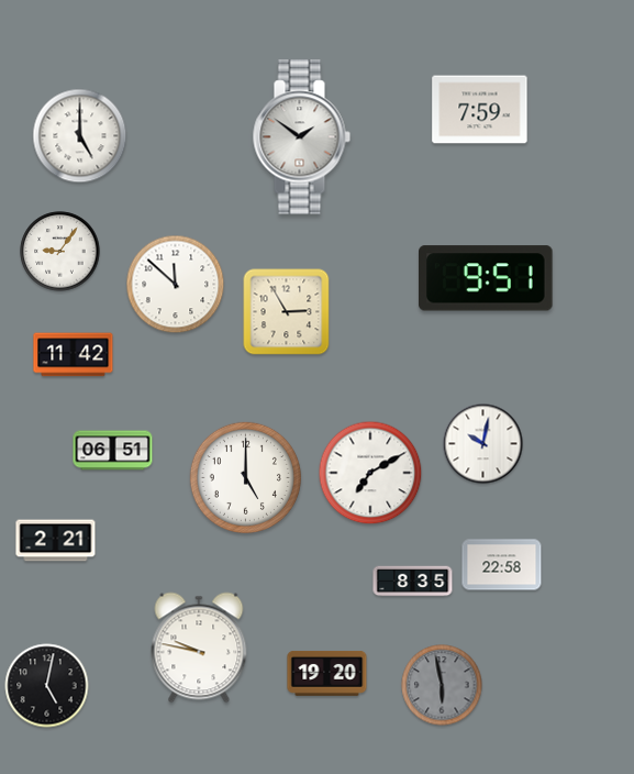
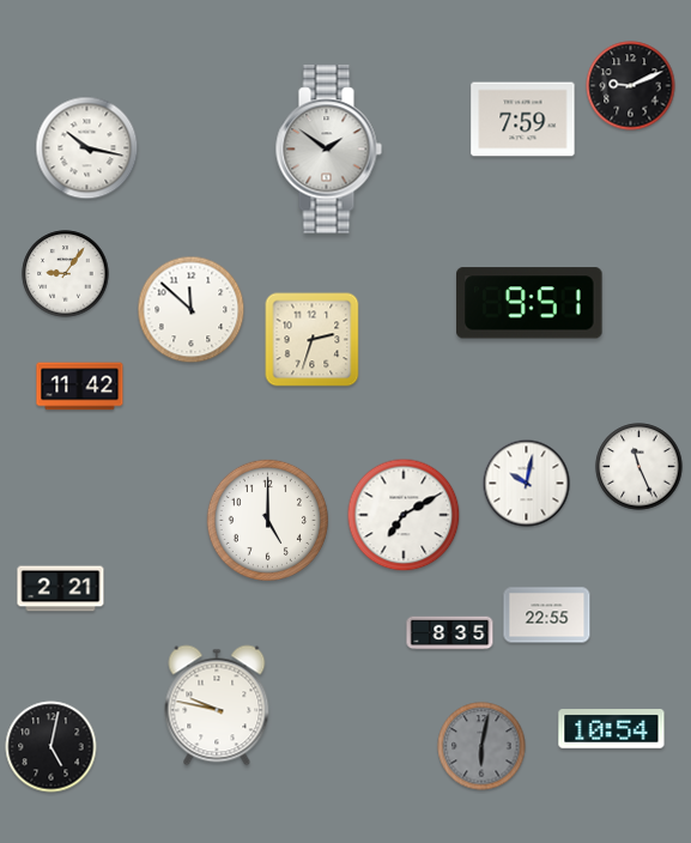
clock at (631, 86): none -> 9:11
clock at (80, 136): 5:00 -> 10:17
clock at (287, 312): 2:55 -> 2:33
clock at (640, 467): none -> 11:26
clock at (113, 451): 06:51 -> none
clock at (502, 565): 22:58 -> 22:55
clock at (612, 729): none -> 10:54
clock at (327, 673): 19:20 -> none
clock at (442, 685): 5:58 -> 6:02
